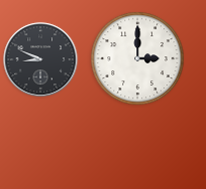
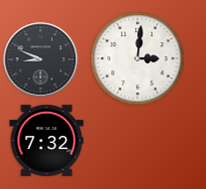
clock at (138, 59): 3:00 -> 3:01
clock at (47, 141): none -> 7:32
